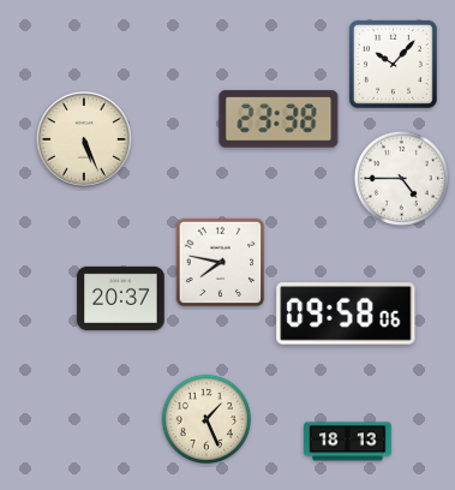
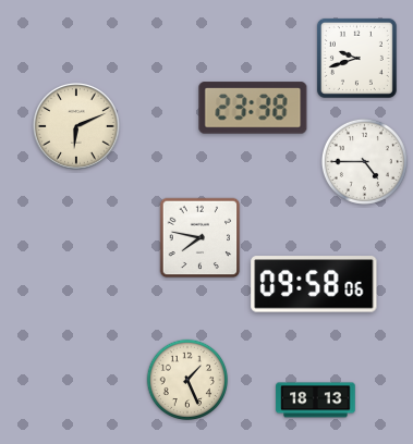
clock at (393, 64): 10:07 -> 9:42
clock at (84, 139): 5:26 -> 6:11
clock at (121, 298): 20:37 -> none
